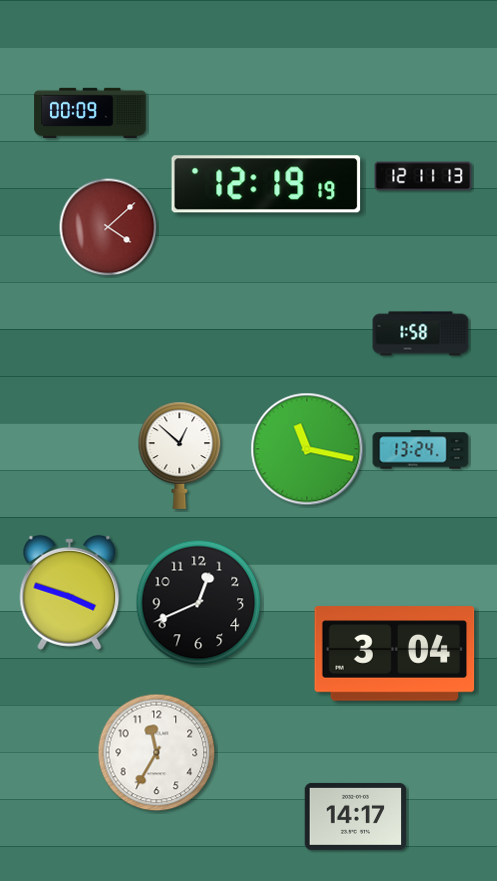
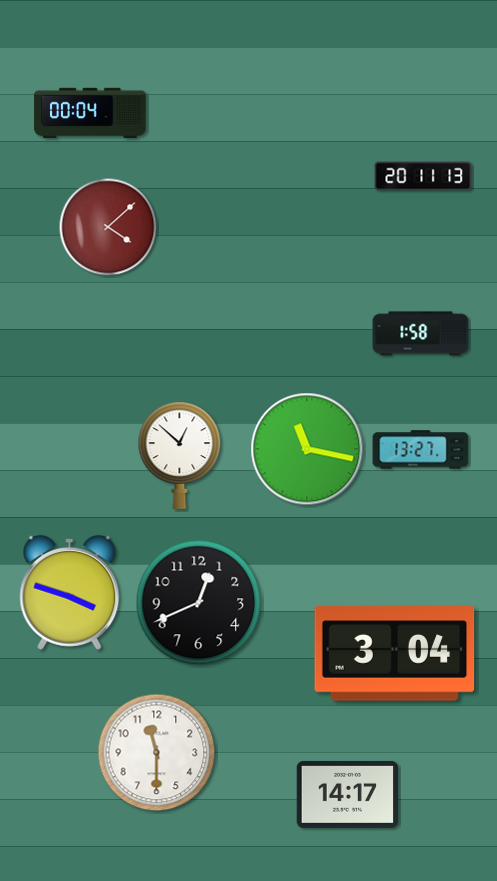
clock at (90, 112): 00:09 -> 00:04
clock at (423, 176): 12:11 -> 20:11
clock at (266, 184): 12:19 -> none
clock at (421, 450): 13:24 -> 13:27
clock at (157, 753): 11:35 -> 11:30
clock at (356, 816) position: (356, 816) -> (348, 794)
